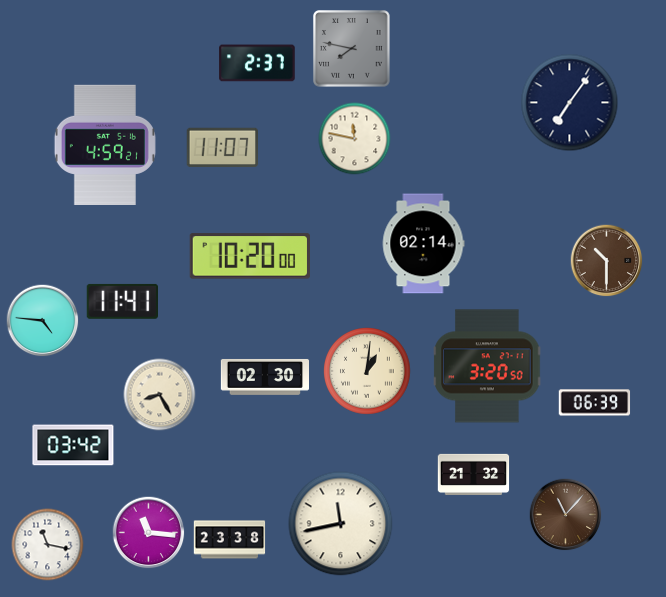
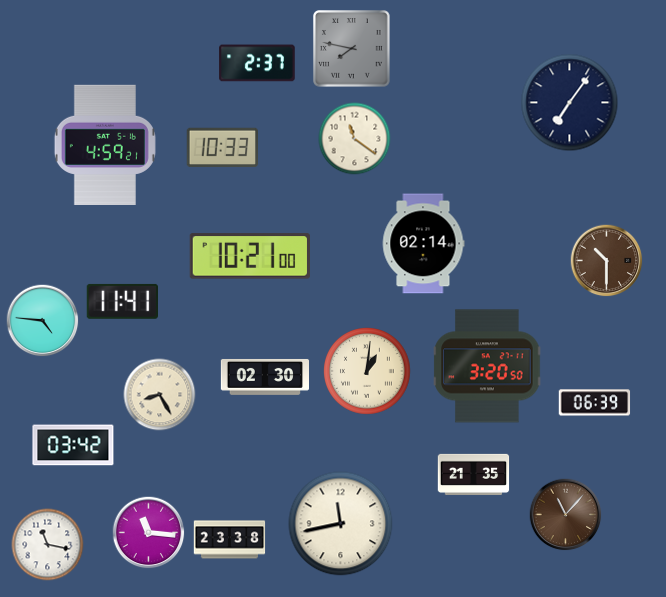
clock at (355, 139): 11:47 -> 11:21
clock at (223, 148): 11:07 -> 10:33
clock at (250, 256): 10:20 -> 10:21
clock at (474, 474): 21:32 -> 21:35
